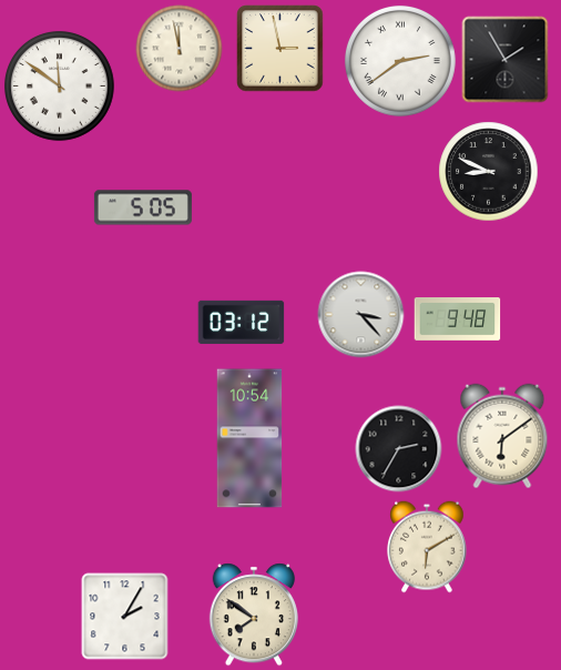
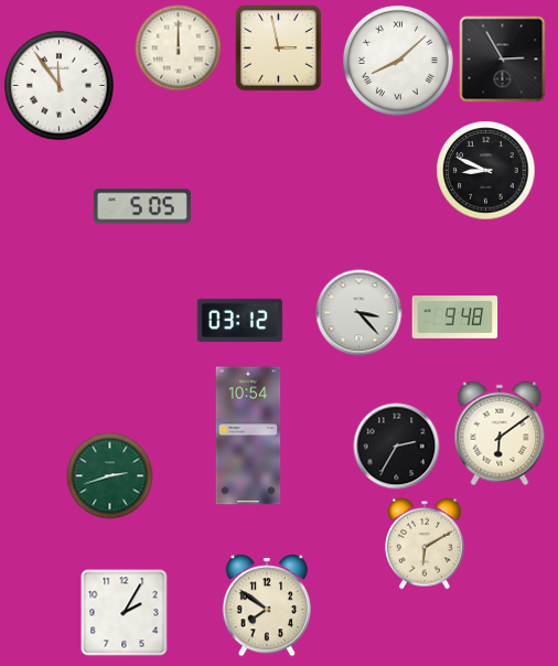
clock at (178, 48): 11:58 -> 12:00
clock at (504, 59): 1:55 -> 2:55
clock at (400, 61): 2:39 -> 8:08
clock at (60, 87): 11:51 -> 11:54
clock at (109, 475): none -> 2:42
clock at (253, 615) position: (253, 615) -> (266, 605)
